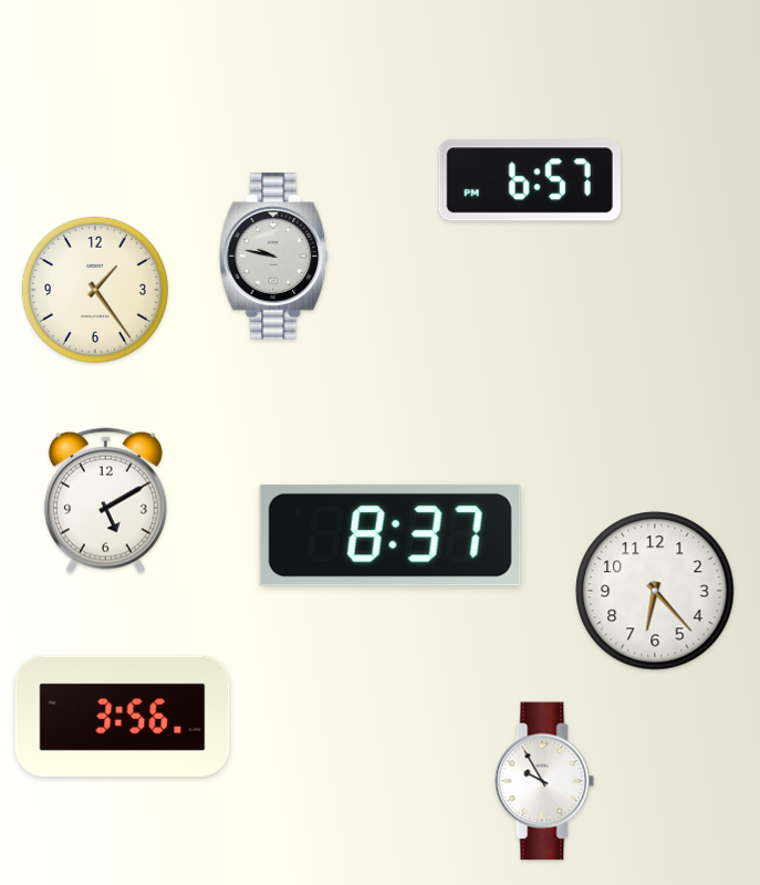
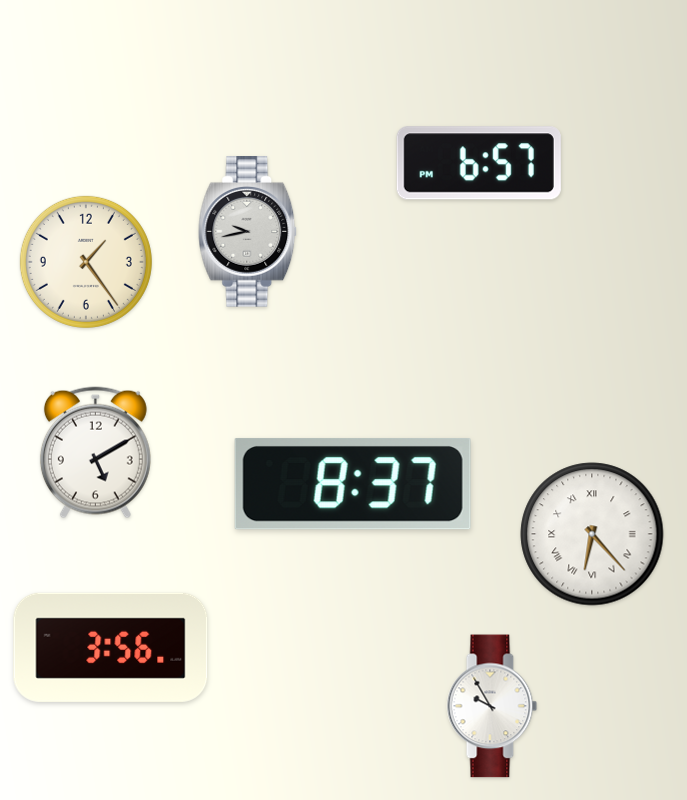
clock at (274, 257): 9:47 -> 9:43
clock at (655, 591) numerals: Arabic -> Roman
